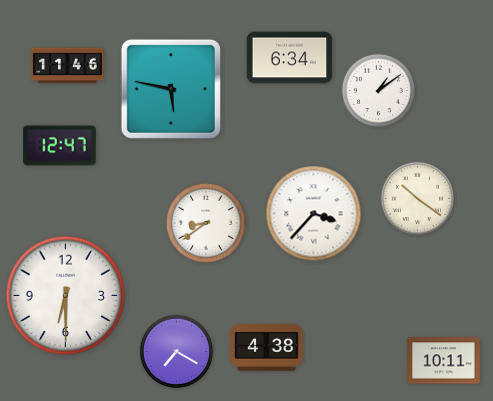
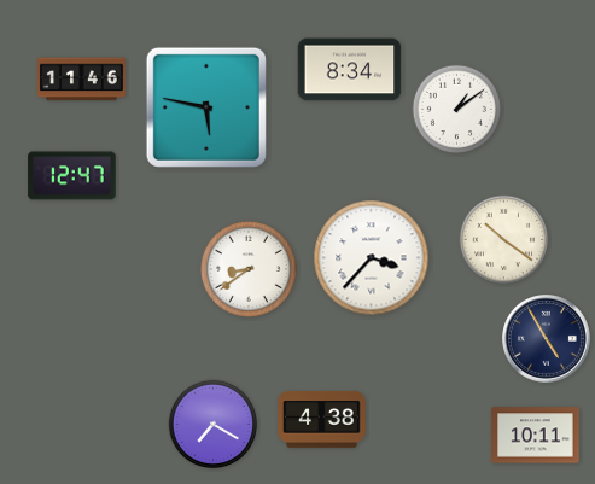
clock at (290, 58): 6:34 -> 8:34
clock at (314, 214) position: (314, 214) -> (372, 258)
clock at (547, 339): none -> 4:55
clock at (66, 296): 6:30 -> none
